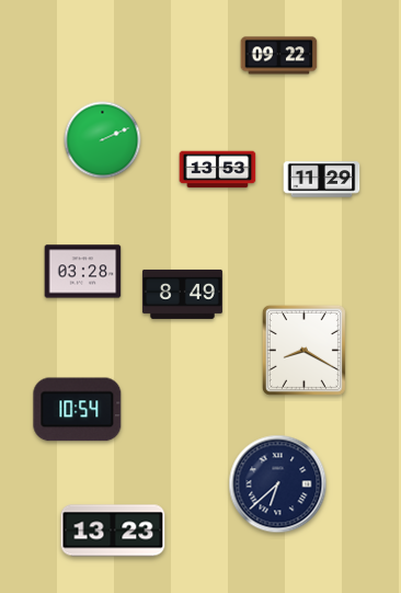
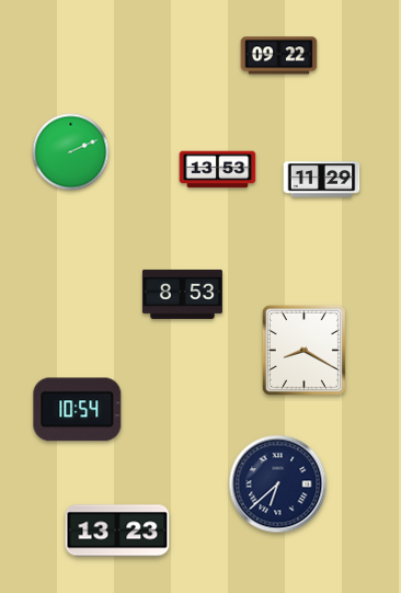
clock at (103, 140) position: (103, 140) -> (71, 152)
clock at (83, 272): 03:28 -> none
clock at (182, 294): 8:49 -> 8:53
clock at (113, 531) position: (113, 531) -> (117, 531)
